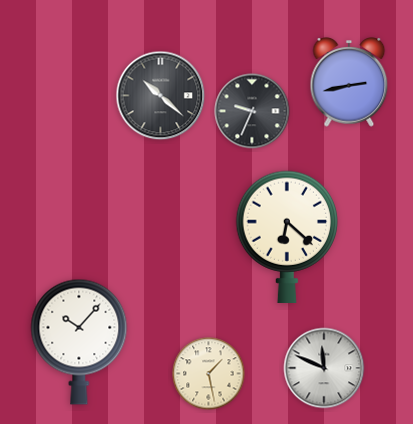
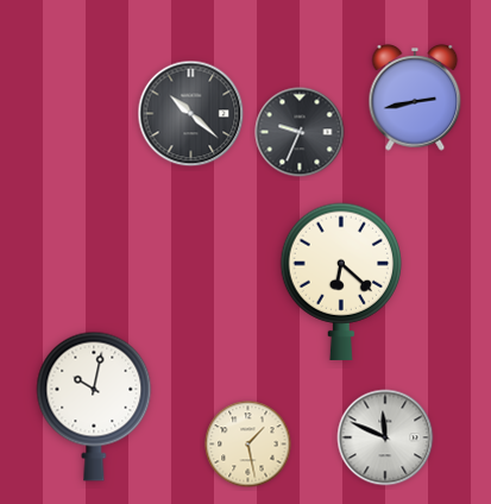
clock at (79, 342): 10:07 -> 10:02
